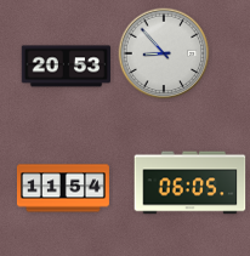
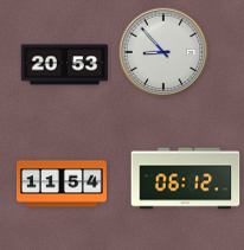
clock at (164, 53) position: (164, 53) -> (163, 52)
clock at (191, 183): 06:05 -> 06:12
